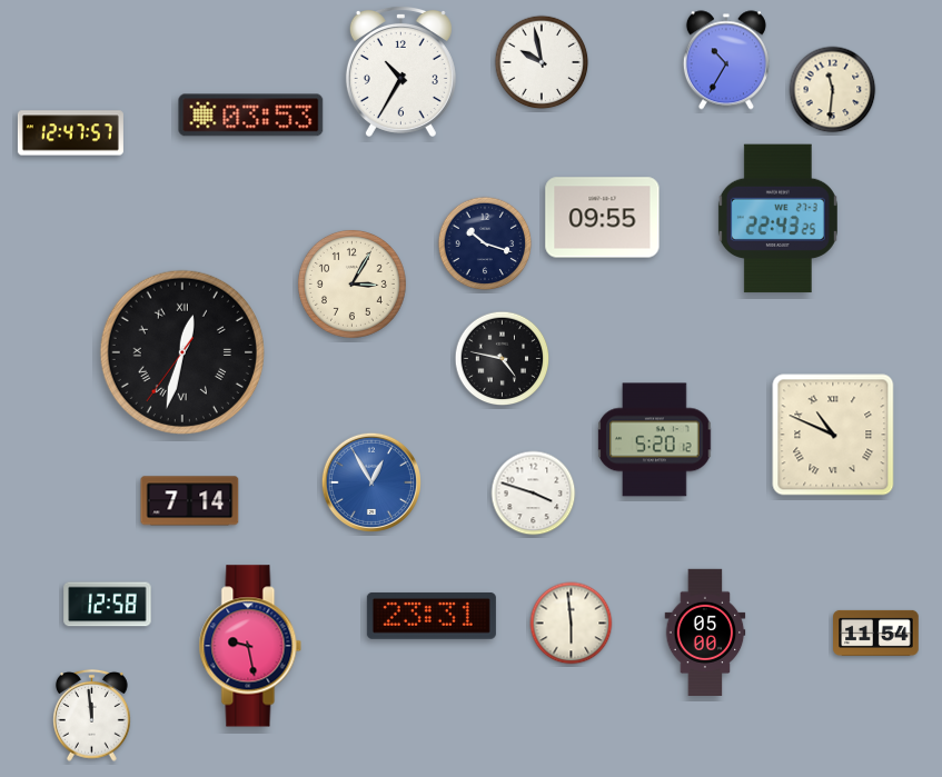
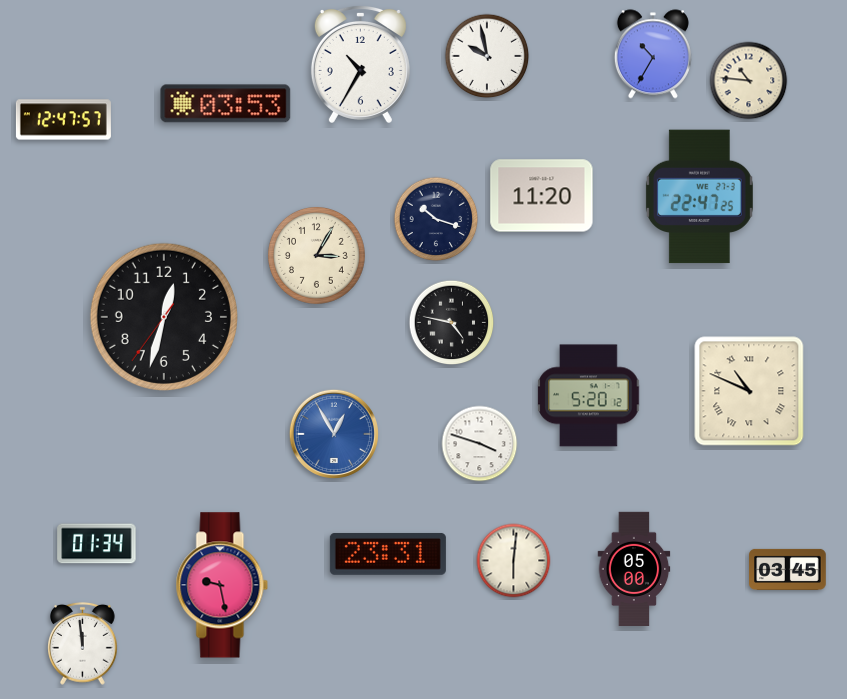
clock at (833, 90): 11:31 -> 10:46
clock at (603, 218): 09:55 -> 11:20
clock at (777, 219): 22:43 -> 22:47
clock at (182, 352) numerals: Roman -> Arabic
clock at (190, 501): 7:14 -> none
clock at (108, 605): 12:58 -> 01:34
clock at (572, 624): 5:59 -> 6:01
clock at (876, 632): 11:54 -> 03:45
clock at (250, 646) position: (250, 646) -> (222, 585)
